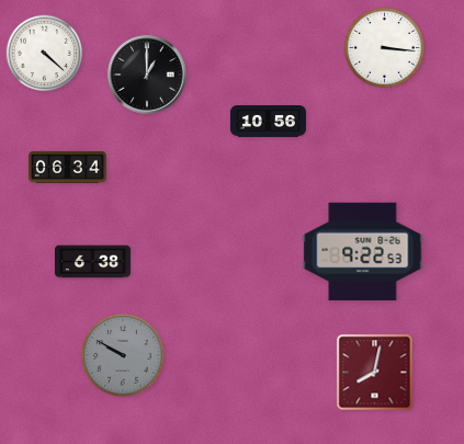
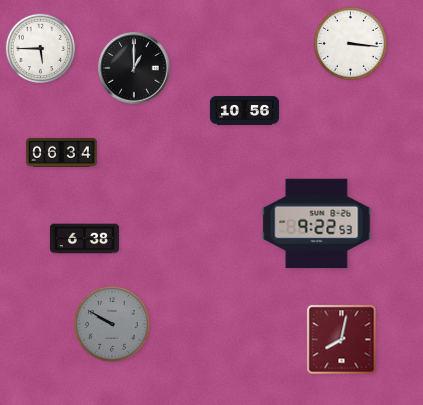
clock at (45, 54): 4:22 -> 5:45
clock at (363, 252) position: (363, 252) -> (317, 224)
